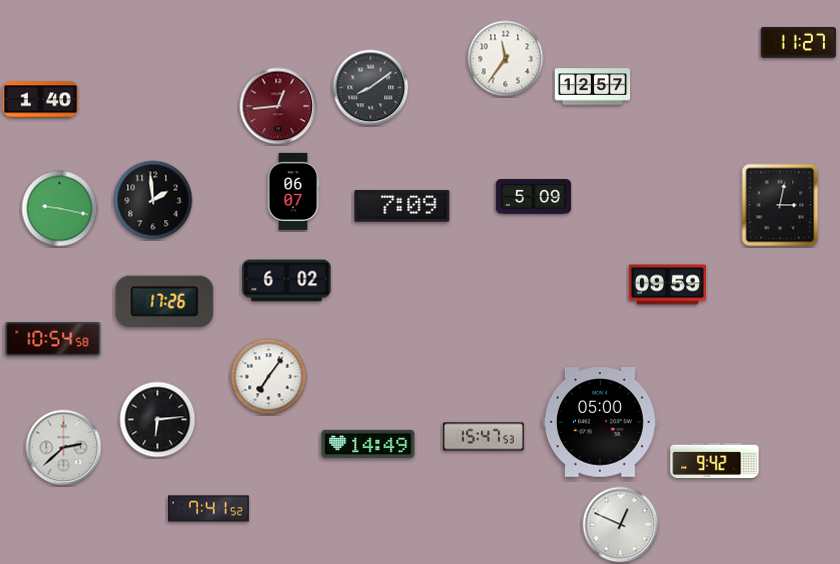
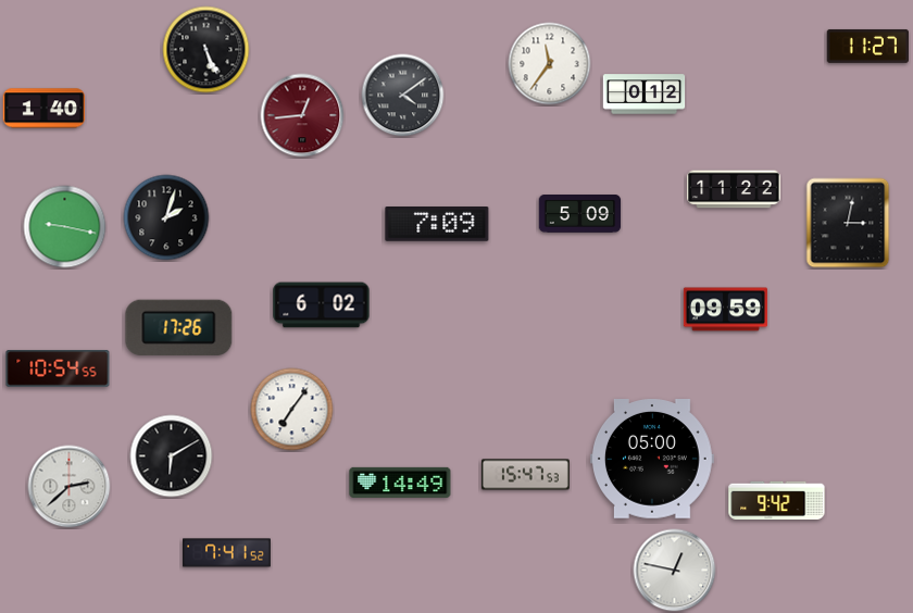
clock at (207, 50): none -> 5:26
clock at (593, 87): 12:57 -> 0:12
clock at (371, 88): 8:09 -> 4:09
clock at (734, 189): none -> 11:22
clock at (293, 191): 06:07 -> none
clock at (153, 200): 1:59 -> 2:03
clock at (287, 281) position: (287, 281) -> (322, 305)
clock at (53, 339): 10:54:58 -> 10:54:55
clock at (158, 420): 6:14 -> 6:10
clock at (621, 525): 12:49 -> 12:47
